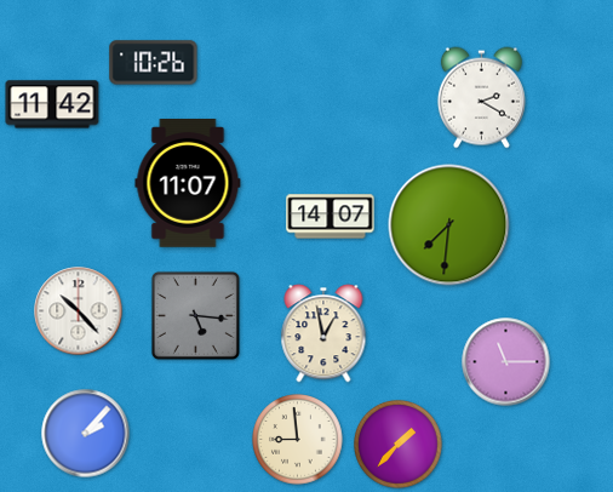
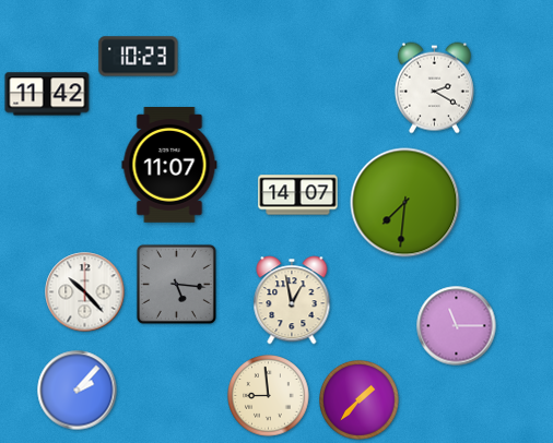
clock at (154, 63): 10:26 -> 10:23
clock at (79, 311) position: (79, 311) -> (85, 292)
